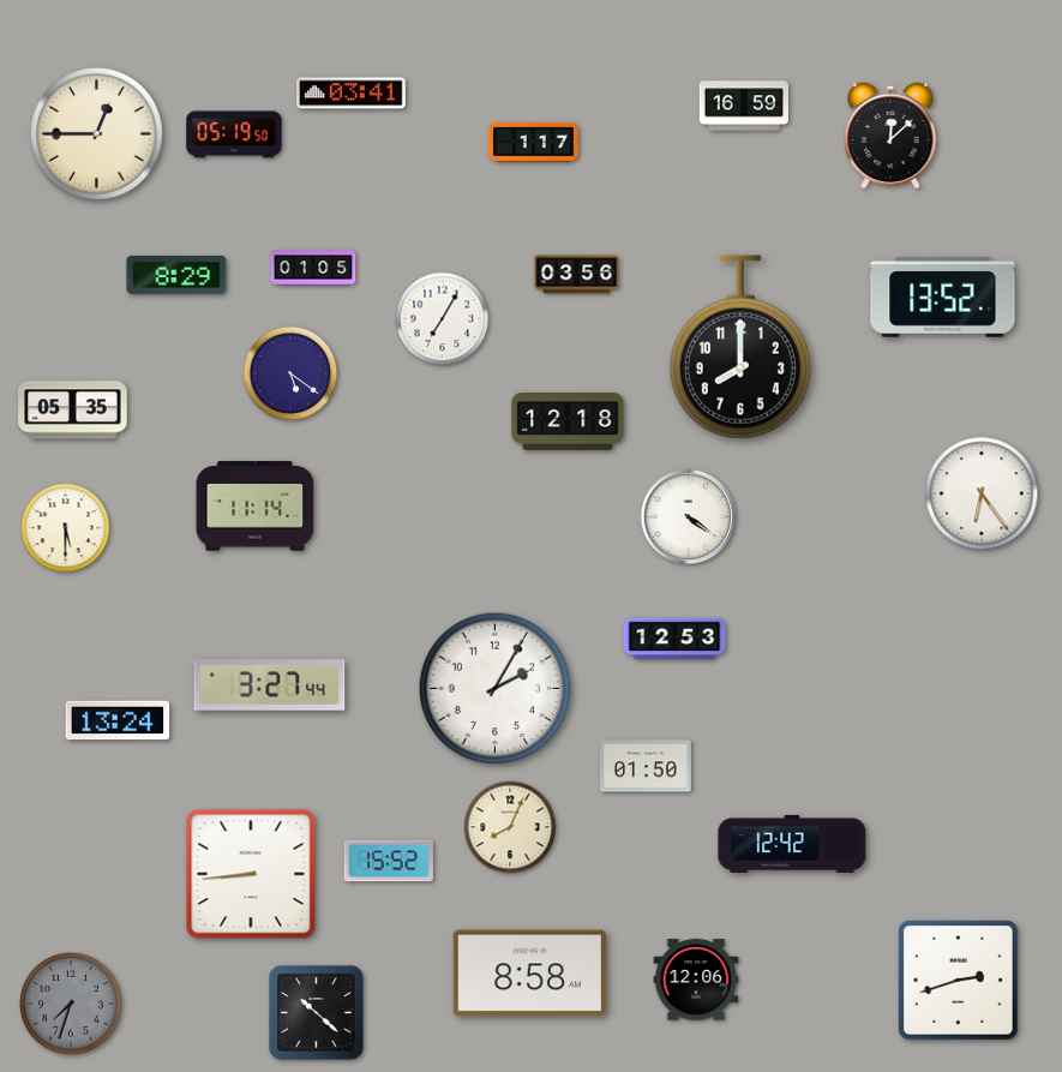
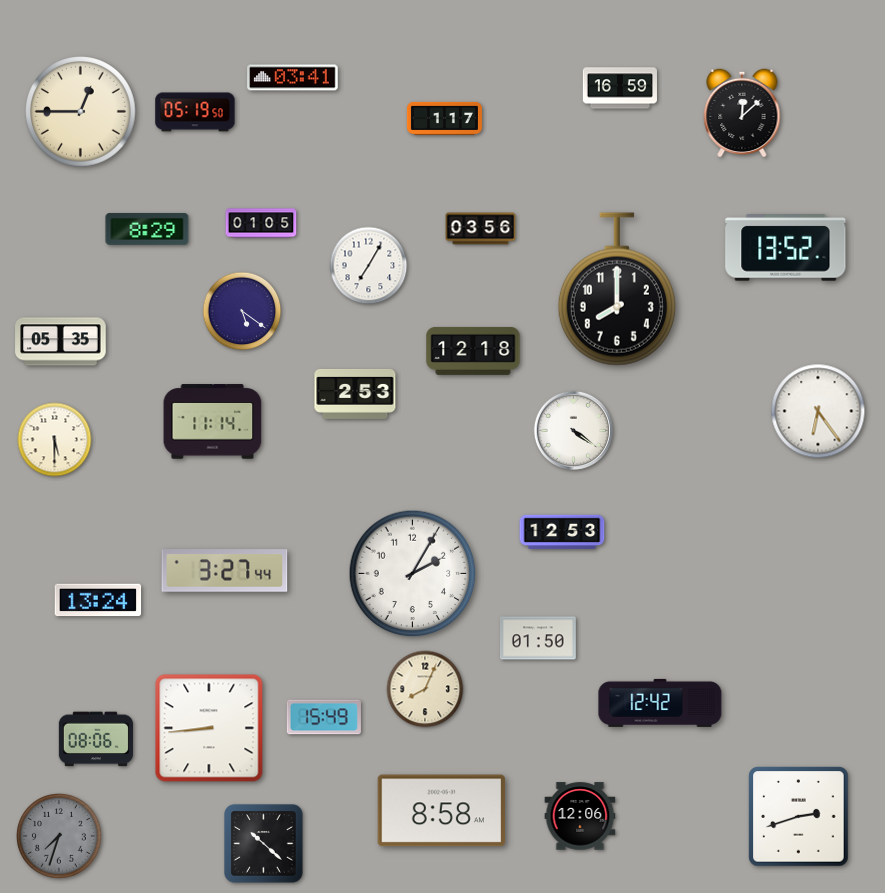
clock at (355, 394): none -> 2:53
clock at (389, 861): 15:52 -> 15:49
clock at (96, 739): none -> 08:06
